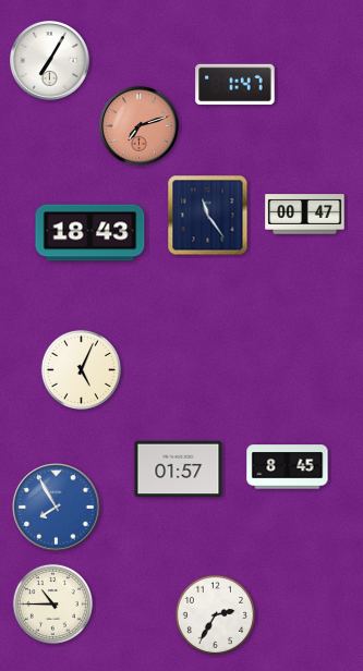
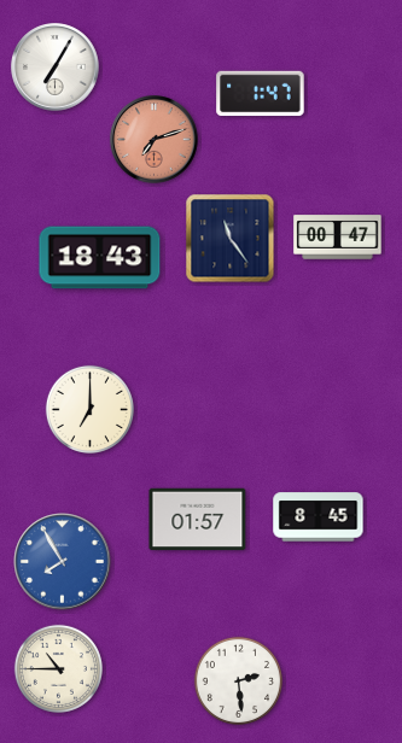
clock at (81, 369): 5:04 -> 7:00
clock at (215, 614): 2:35 -> 2:29
